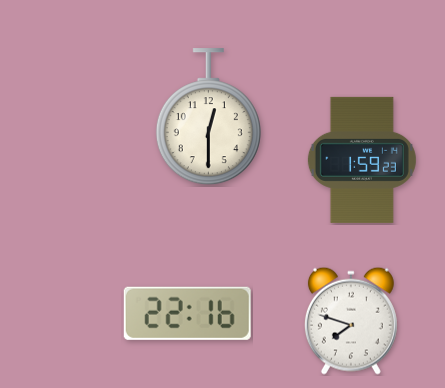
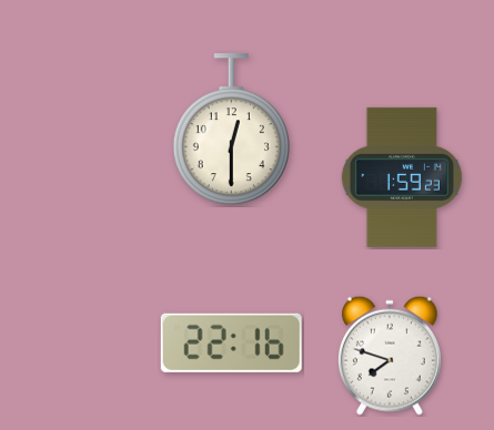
clock at (187, 313) position: (187, 313) -> (231, 342)
